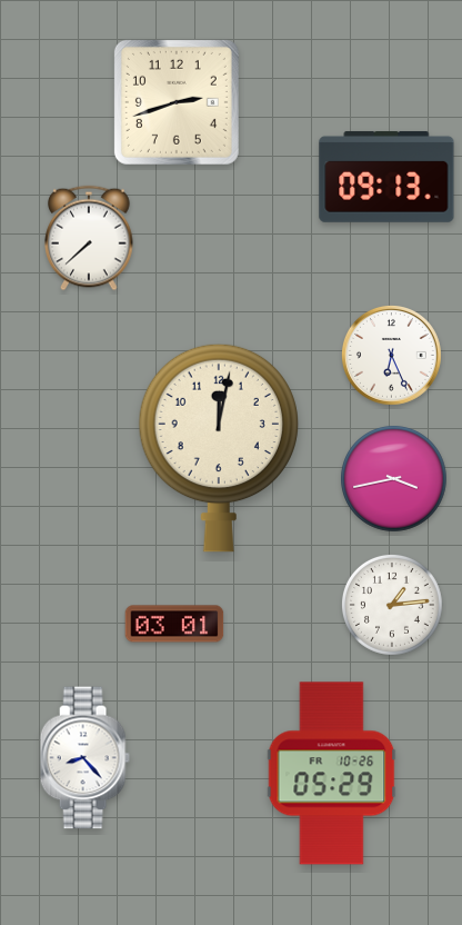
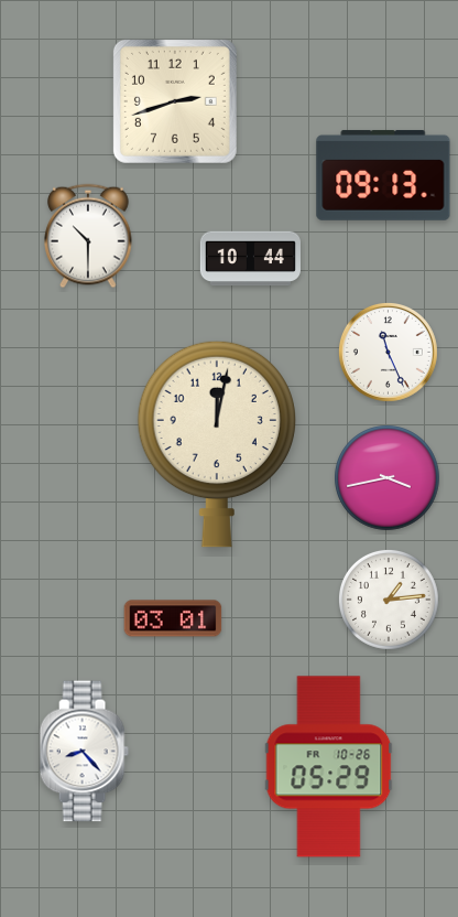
clock at (89, 238): 7:38 -> 10:30
clock at (250, 259): none -> 10:44
clock at (391, 355): 6:26 -> 11:26
clock at (394, 479) position: (394, 479) -> (388, 478)
